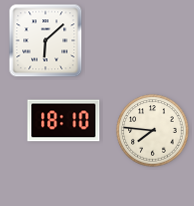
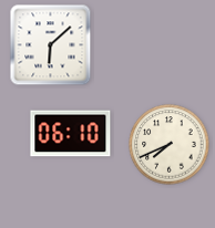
clock at (64, 121): 18:10 -> 06:10
clock at (153, 131): 7:46 -> 7:41
